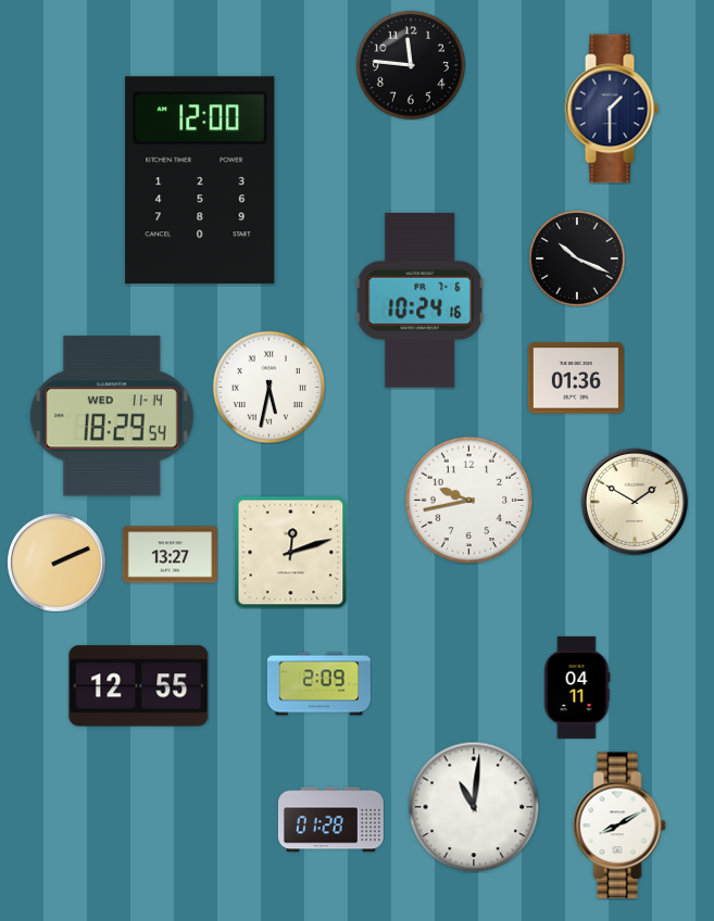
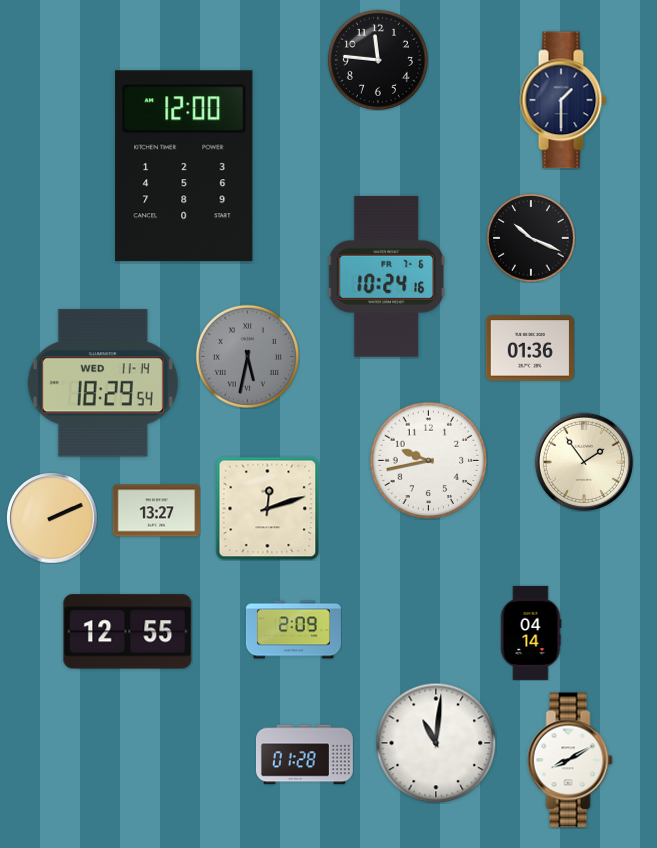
clock at (268, 387) dial: white -> grey
clock at (468, 500) position: (468, 500) -> (428, 460)
clock at (635, 502): 1:50 -> 1:54
clock at (577, 687): 04:11 -> 04:14
